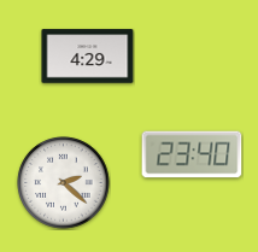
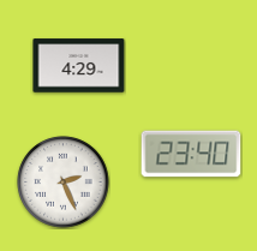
clock at (88, 57) position: (88, 57) -> (79, 66)
clock at (64, 183): 2:22 -> 2:26
